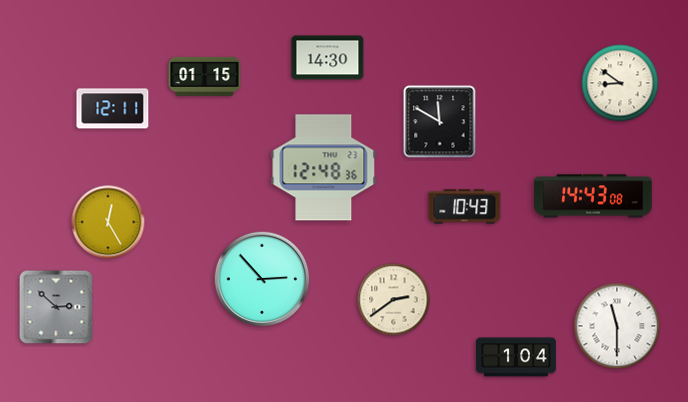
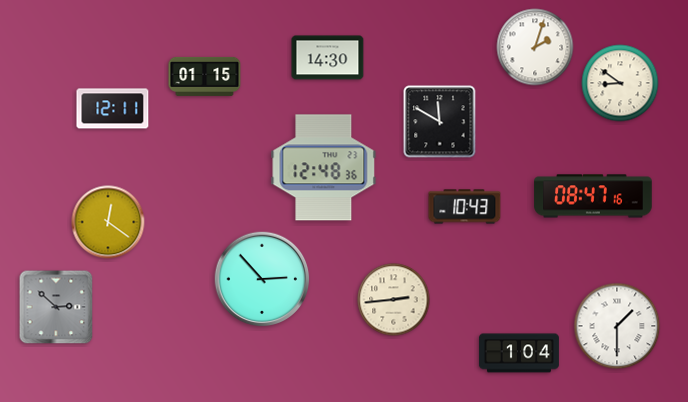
clock at (535, 47): none -> 2:03
clock at (593, 196): 14:43 -> 08:47
clock at (108, 222): 12:25 -> 12:21
clock at (394, 300): 2:39 -> 2:44
clock at (617, 326): 11:30 -> 1:30
clock at (516, 357) position: (516, 357) -> (519, 353)
